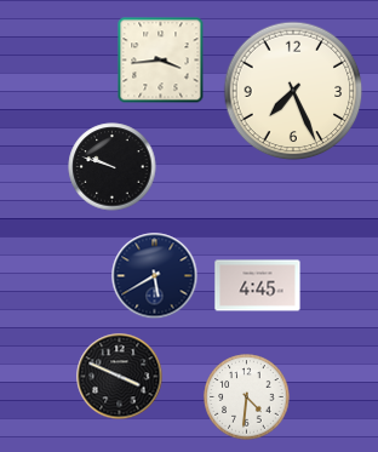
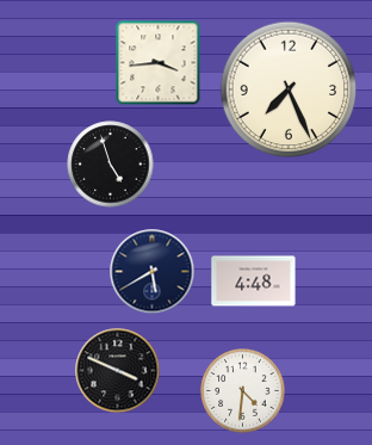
clock at (161, 61) position: (161, 61) -> (159, 63)
clock at (113, 167): 9:48 -> 4:57
clock at (258, 286): 4:45 -> 4:48
